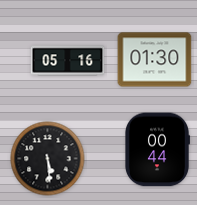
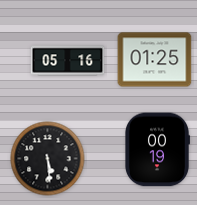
clock at (155, 60): 01:30 -> 01:25
clock at (158, 150): 00:44 -> 00:19
